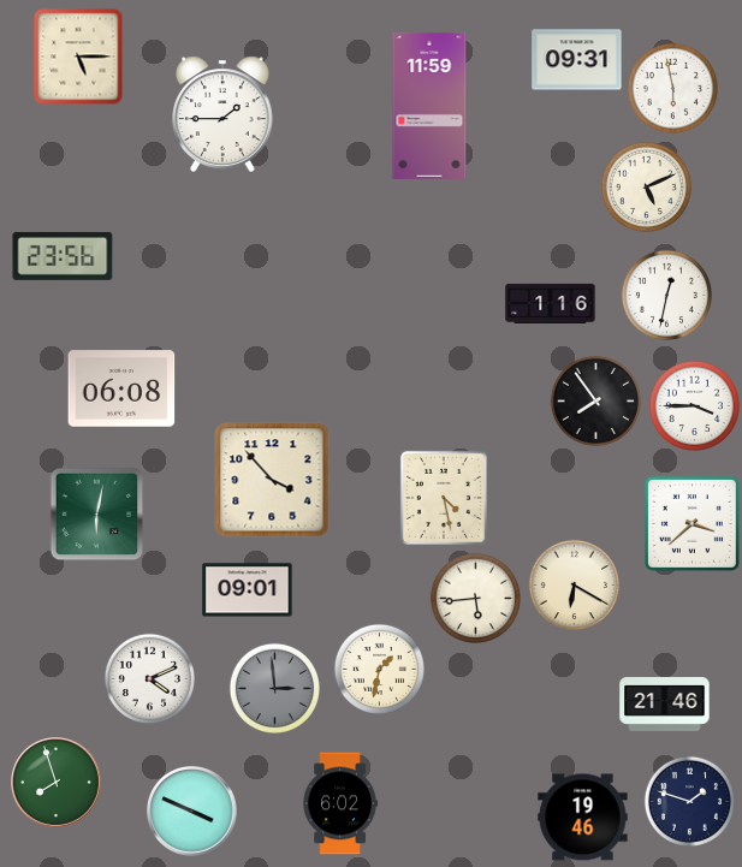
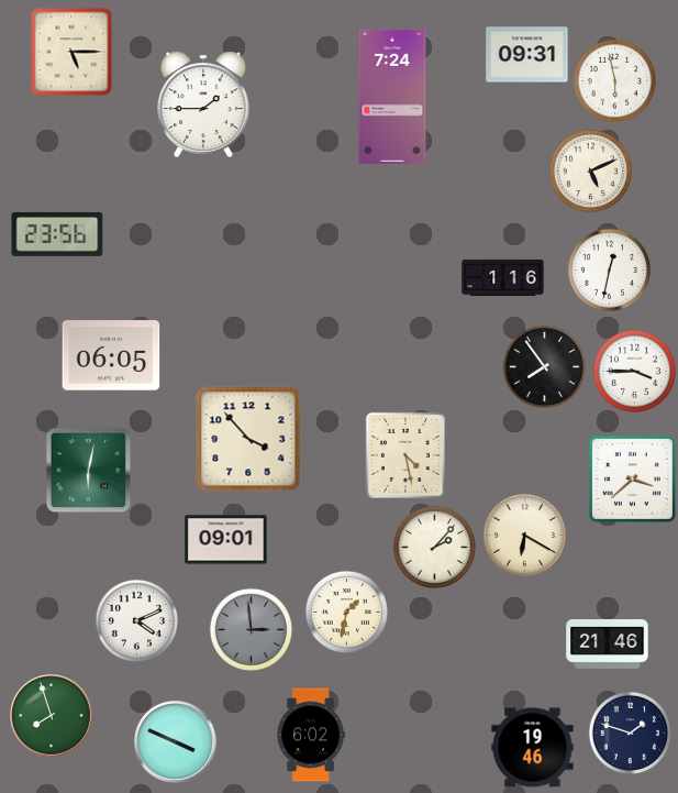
clock at (429, 106): 11:59 -> 7:24
clock at (121, 388): 06:08 -> 06:05
clock at (475, 598): 5:44 -> 2:07
